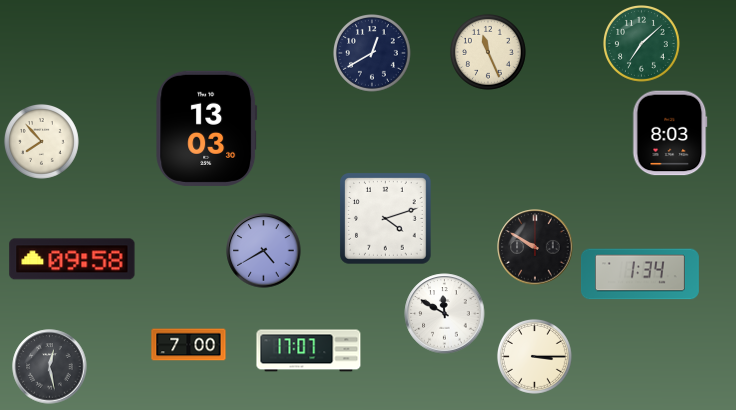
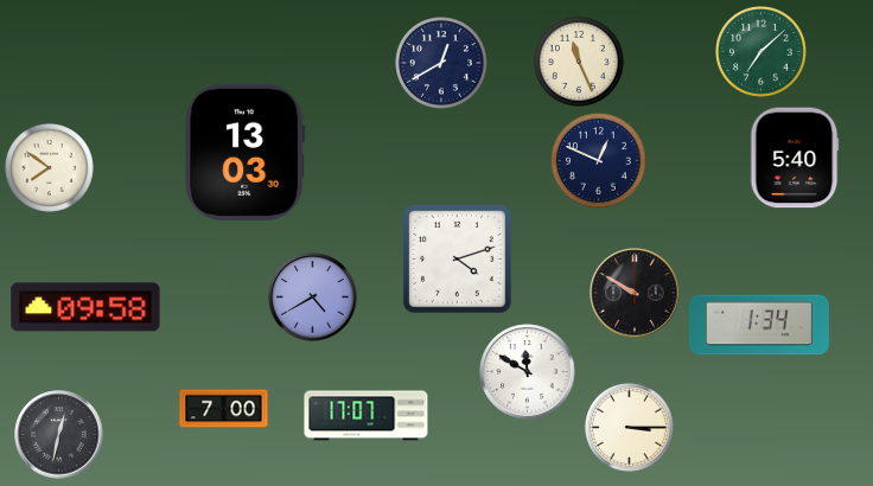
clock at (670, 133): 8:03 -> 5:40
clock at (599, 161): none -> 12:49
clock at (41, 141): 7:53 -> 7:51
clock at (534, 356) position: (534, 356) -> (629, 427)
clock at (50, 367): 12:28 -> 12:32
